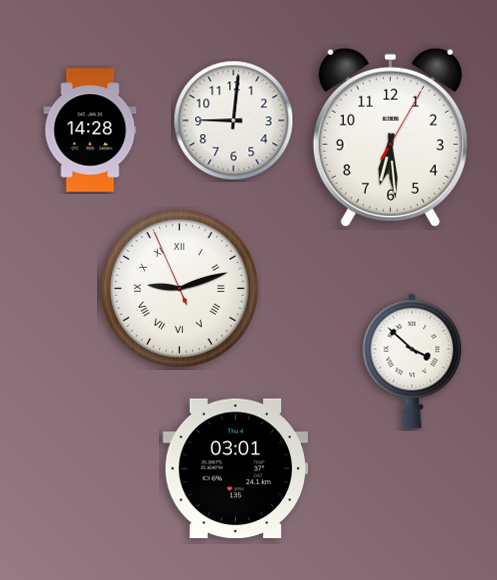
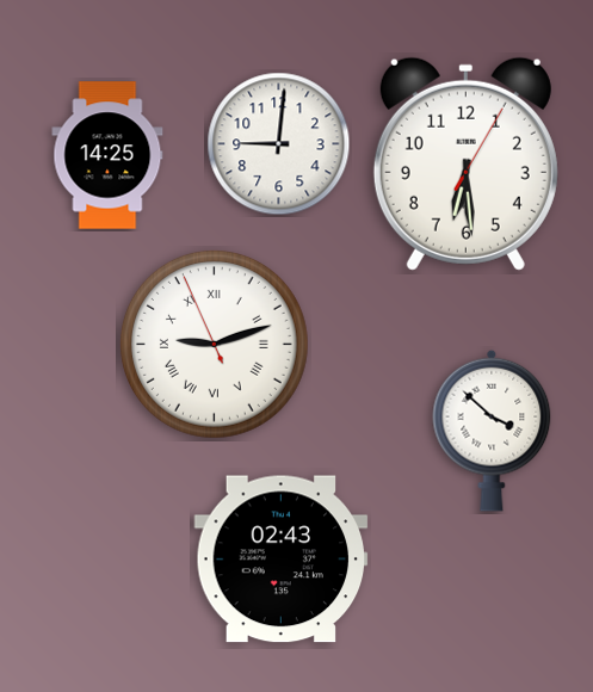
clock at (90, 130): 14:28 -> 14:25
clock at (236, 469): 03:01 -> 02:43
